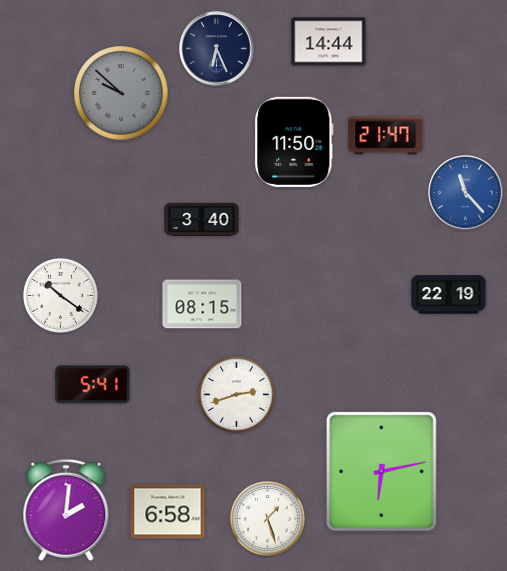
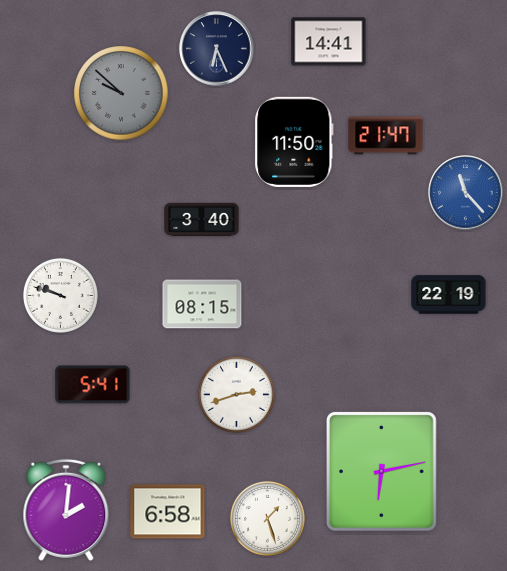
clock at (329, 42): 14:44 -> 14:41
clock at (60, 295): 10:21 -> 9:48
